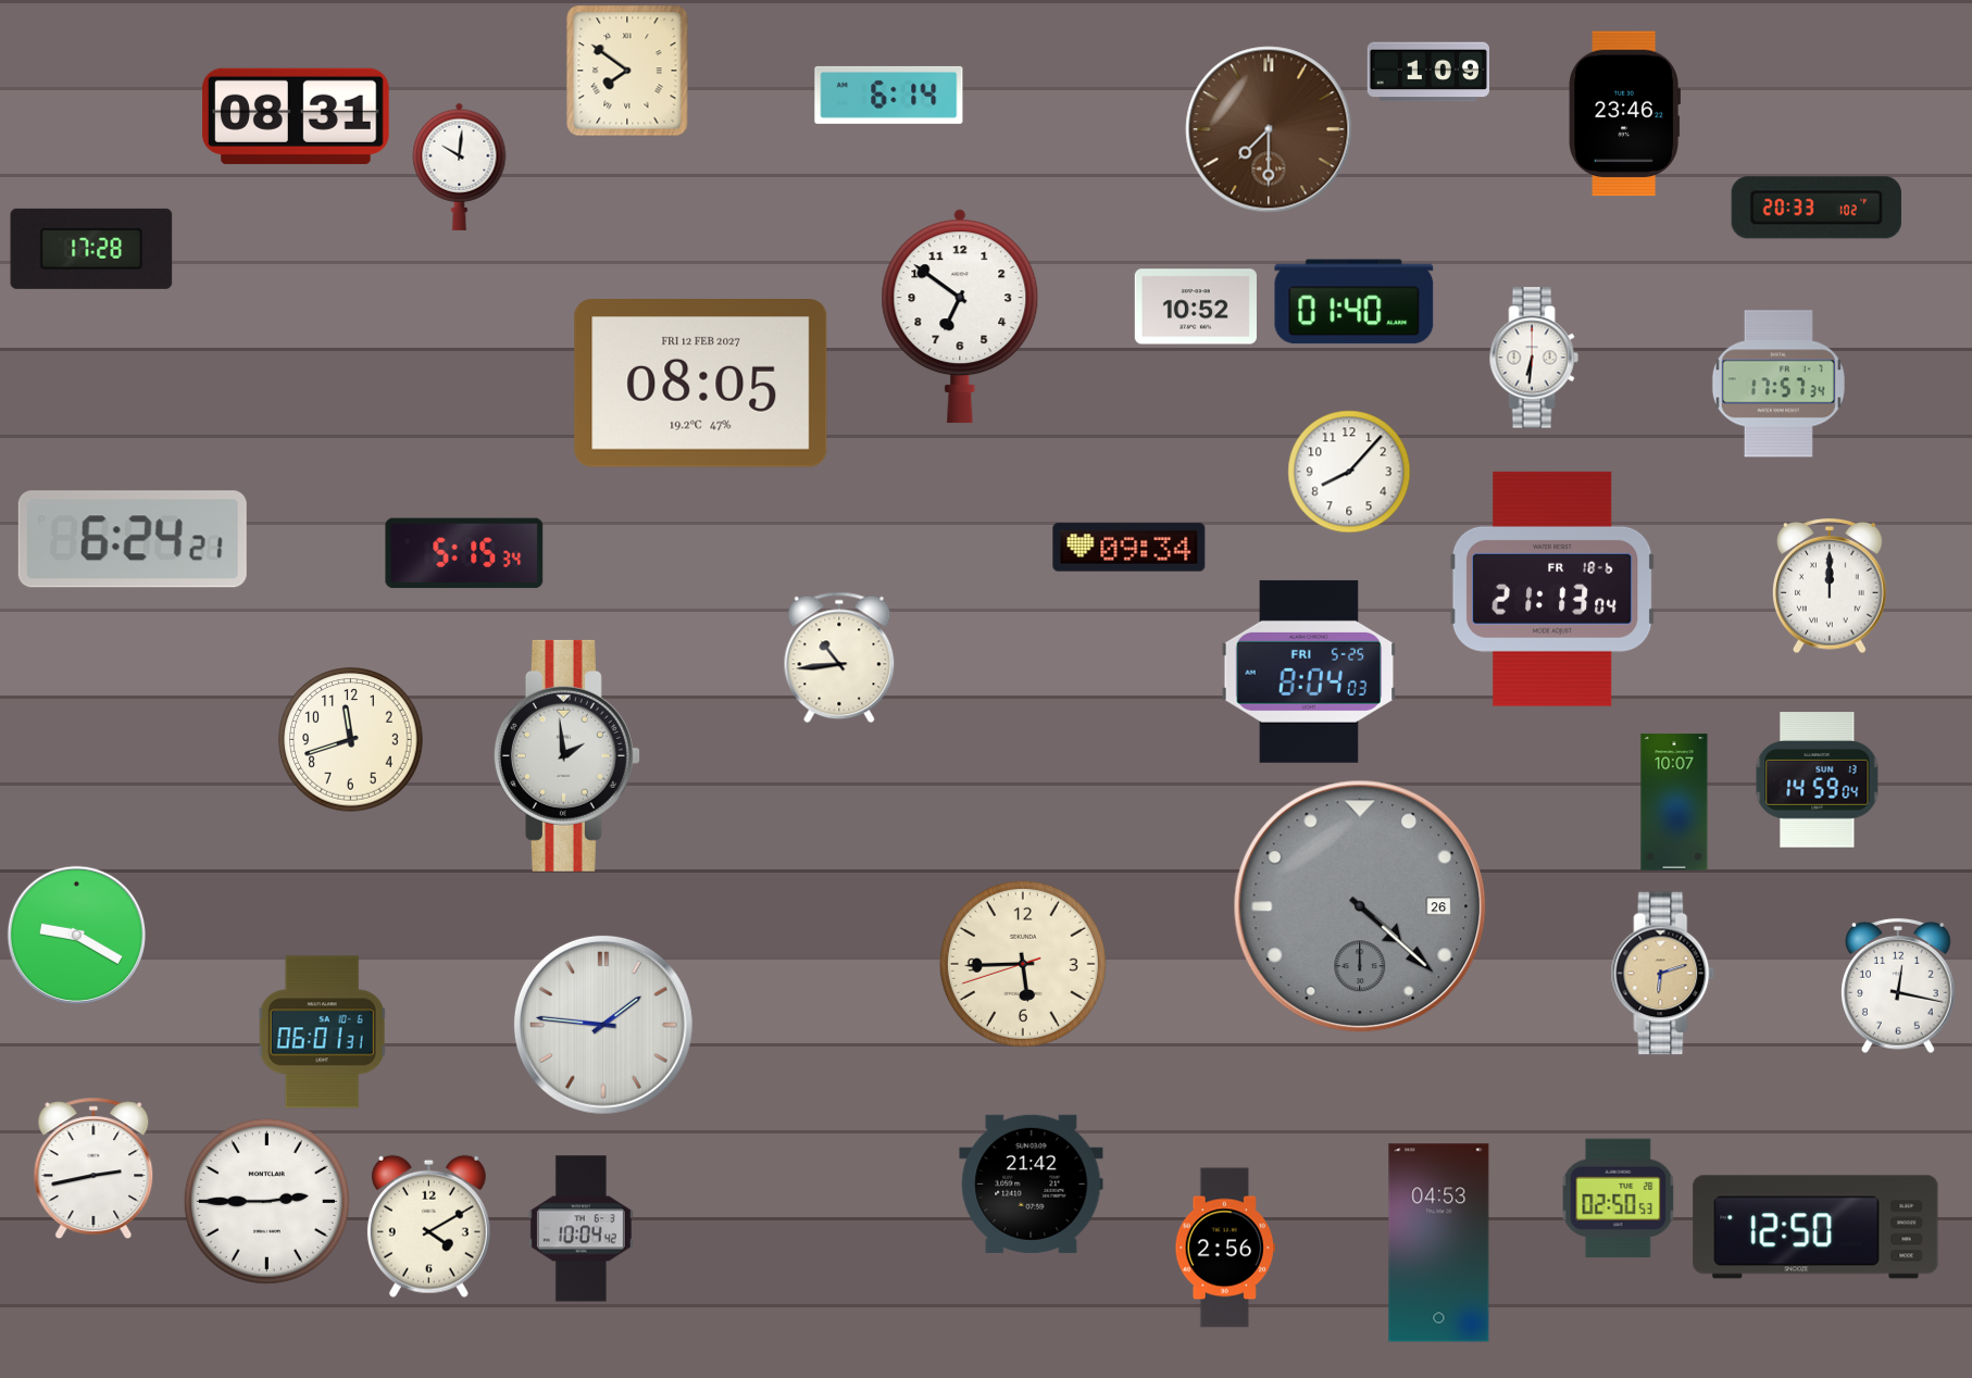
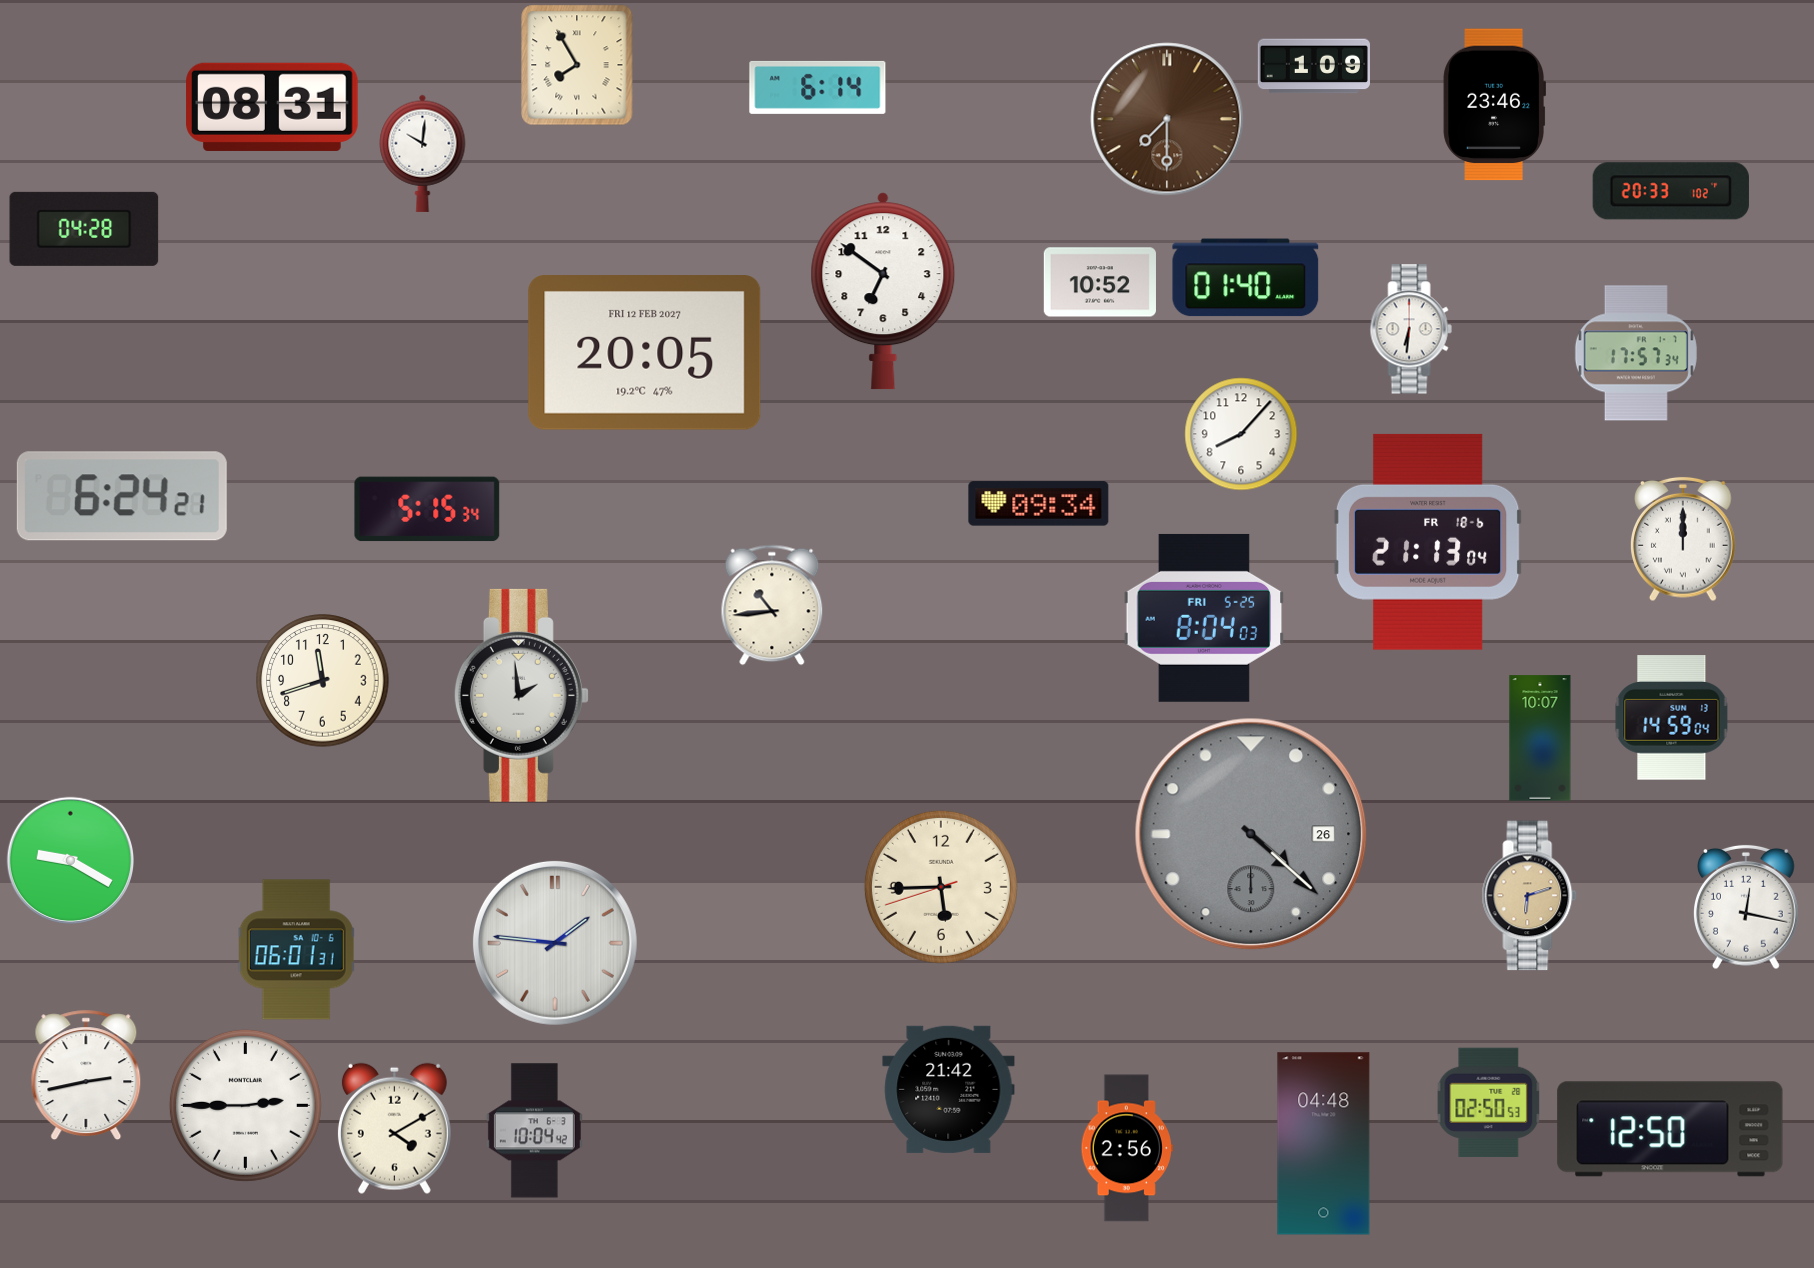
clock at (627, 71): 7:51 -> 7:55
clock at (91, 249): 17:28 -> 04:28
clock at (701, 384): 08:05 -> 20:05
clock at (1439, 1243): 04:53 -> 04:48
